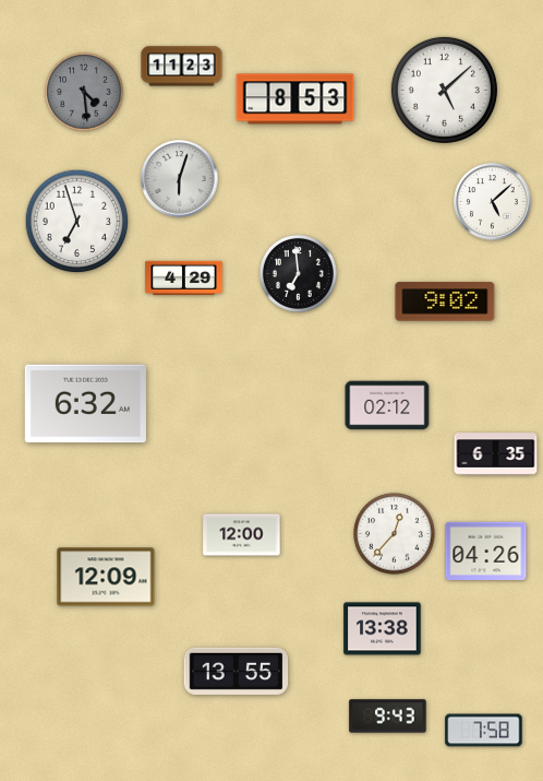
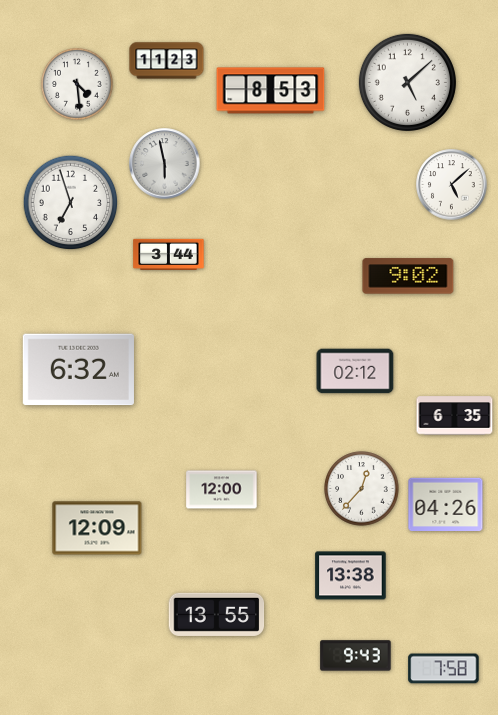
clock at (84, 92) dial: grey -> white
clock at (180, 179): 6:03 -> 5:58
clock at (298, 273): 6:59 -> none
clock at (184, 277): 4:29 -> 3:44
